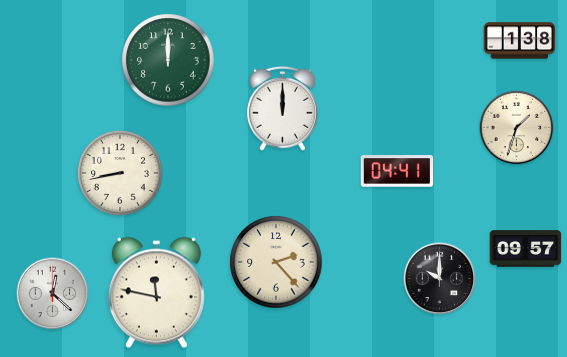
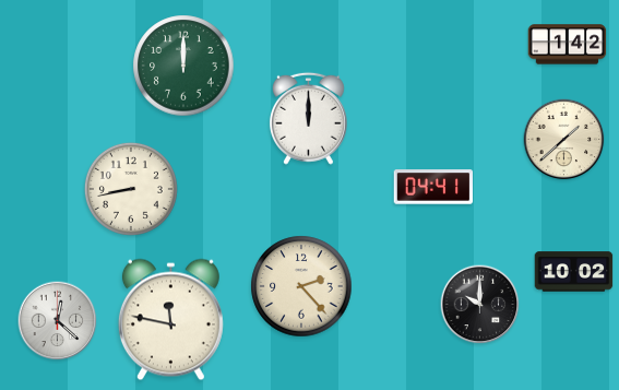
clock at (520, 41): 1:38 -> 1:42
clock at (517, 128): 1:33 -> 1:38
clock at (526, 249): 09:57 -> 10:02
